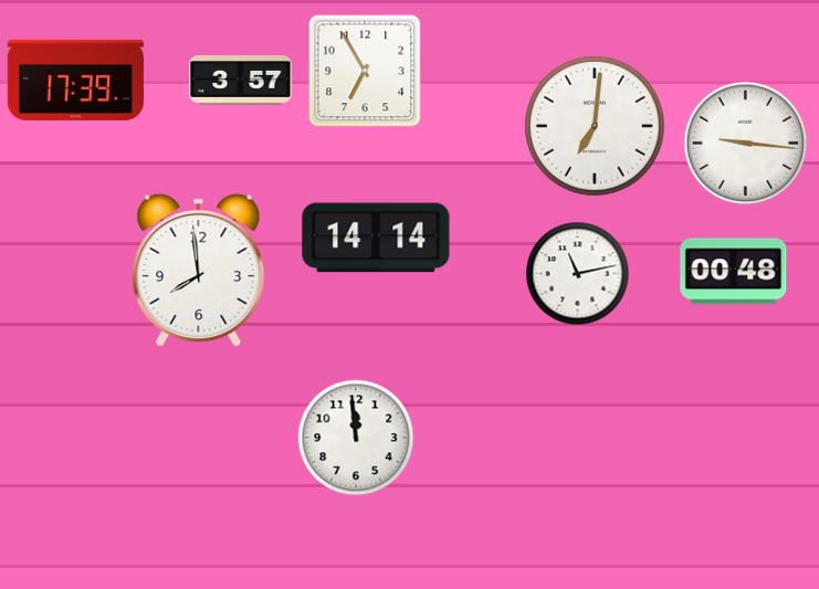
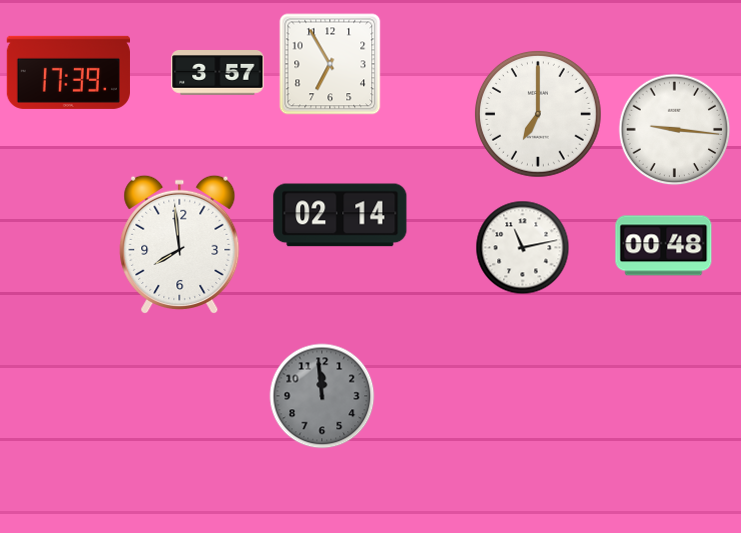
clock at (596, 127): 7:01 -> 7:00
clock at (376, 238): 14:14 -> 02:14
clock at (356, 438) dial: white -> grey
